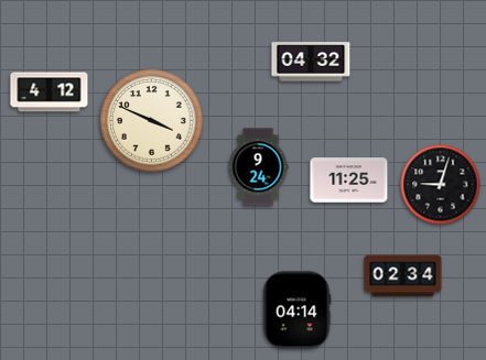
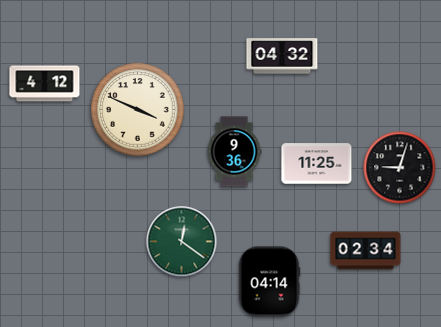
clock at (258, 167): 9:24 -> 9:36
clock at (182, 242): none -> 12:21
